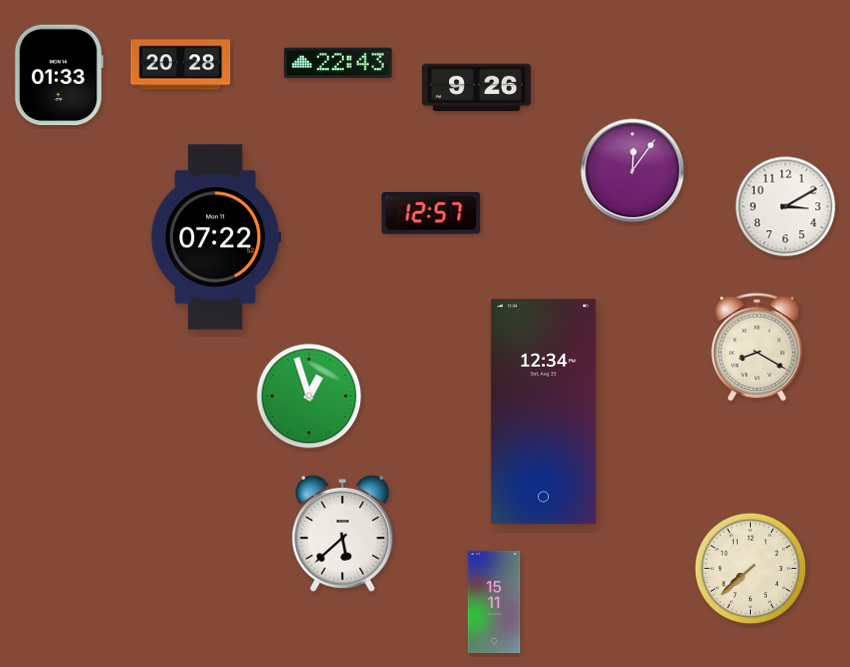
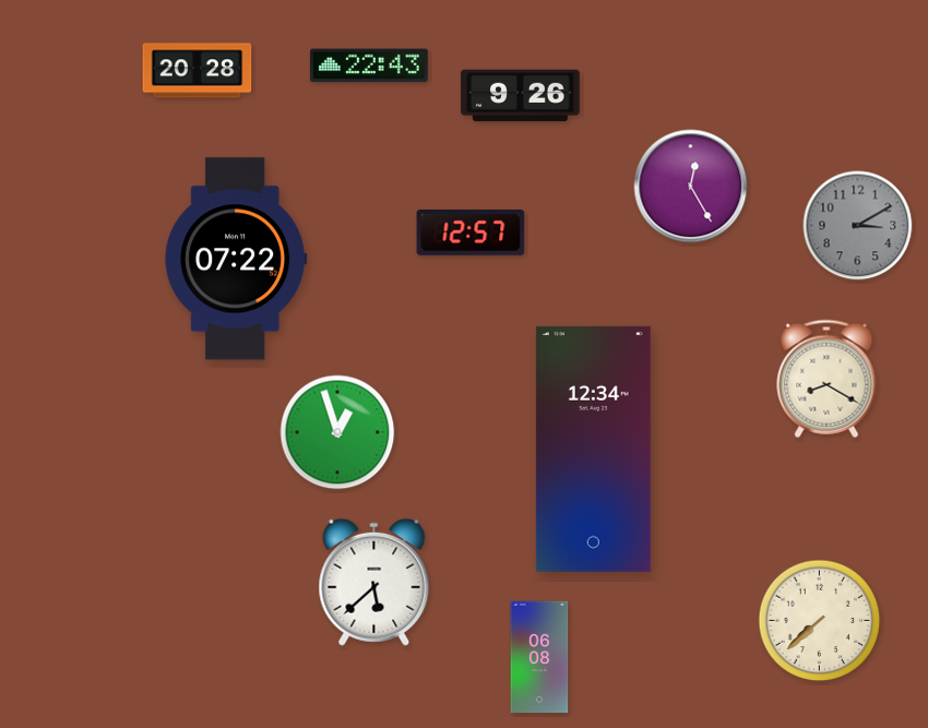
clock at (338, 63) position: (338, 63) -> (369, 65)
clock at (59, 75): 01:33 -> none
clock at (633, 171): 12:06 -> 12:25
clock at (786, 207) dial: white -> grey
clock at (494, 602): 15:11 -> 06:08
